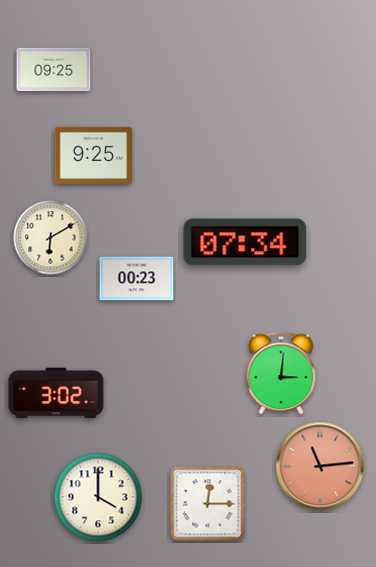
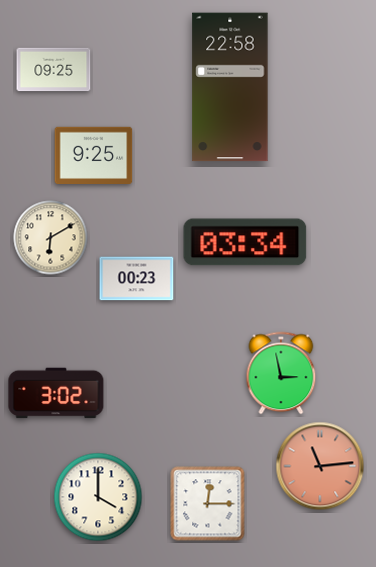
clock at (230, 87): none -> 22:58
clock at (245, 242): 07:34 -> 03:34
clock at (281, 373): 3:01 -> 2:58
